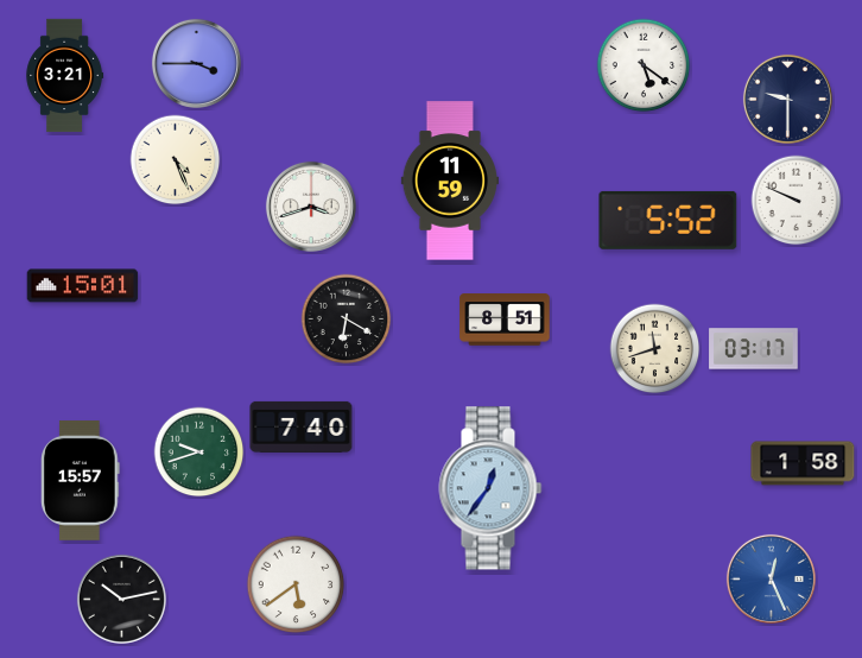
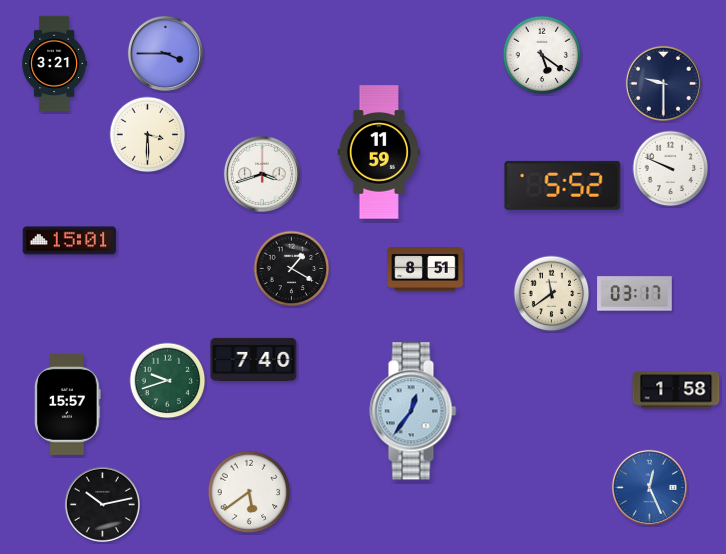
clock at (176, 160): 4:26 -> 3:30
clock at (347, 319): 6:20 -> 1:20
clock at (655, 349): 11:42 -> 11:39
